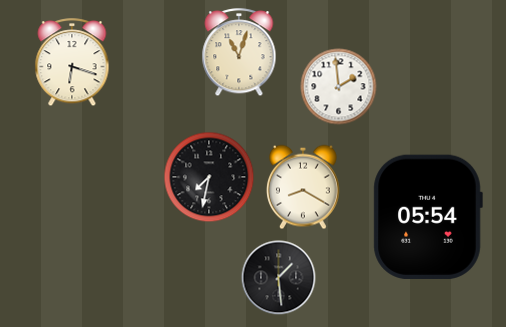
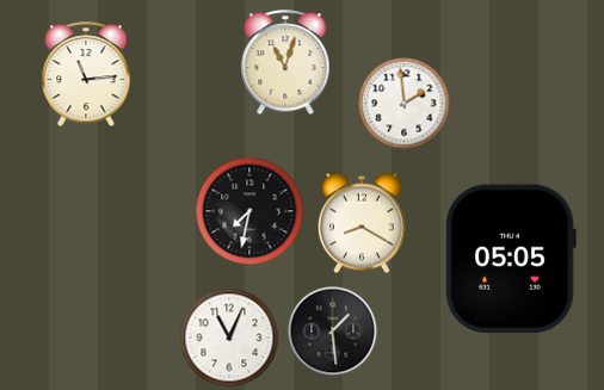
clock at (72, 63): 6:18 -> 11:14
clock at (428, 216): 05:54 -> 05:05
clock at (229, 338): none -> 11:04
